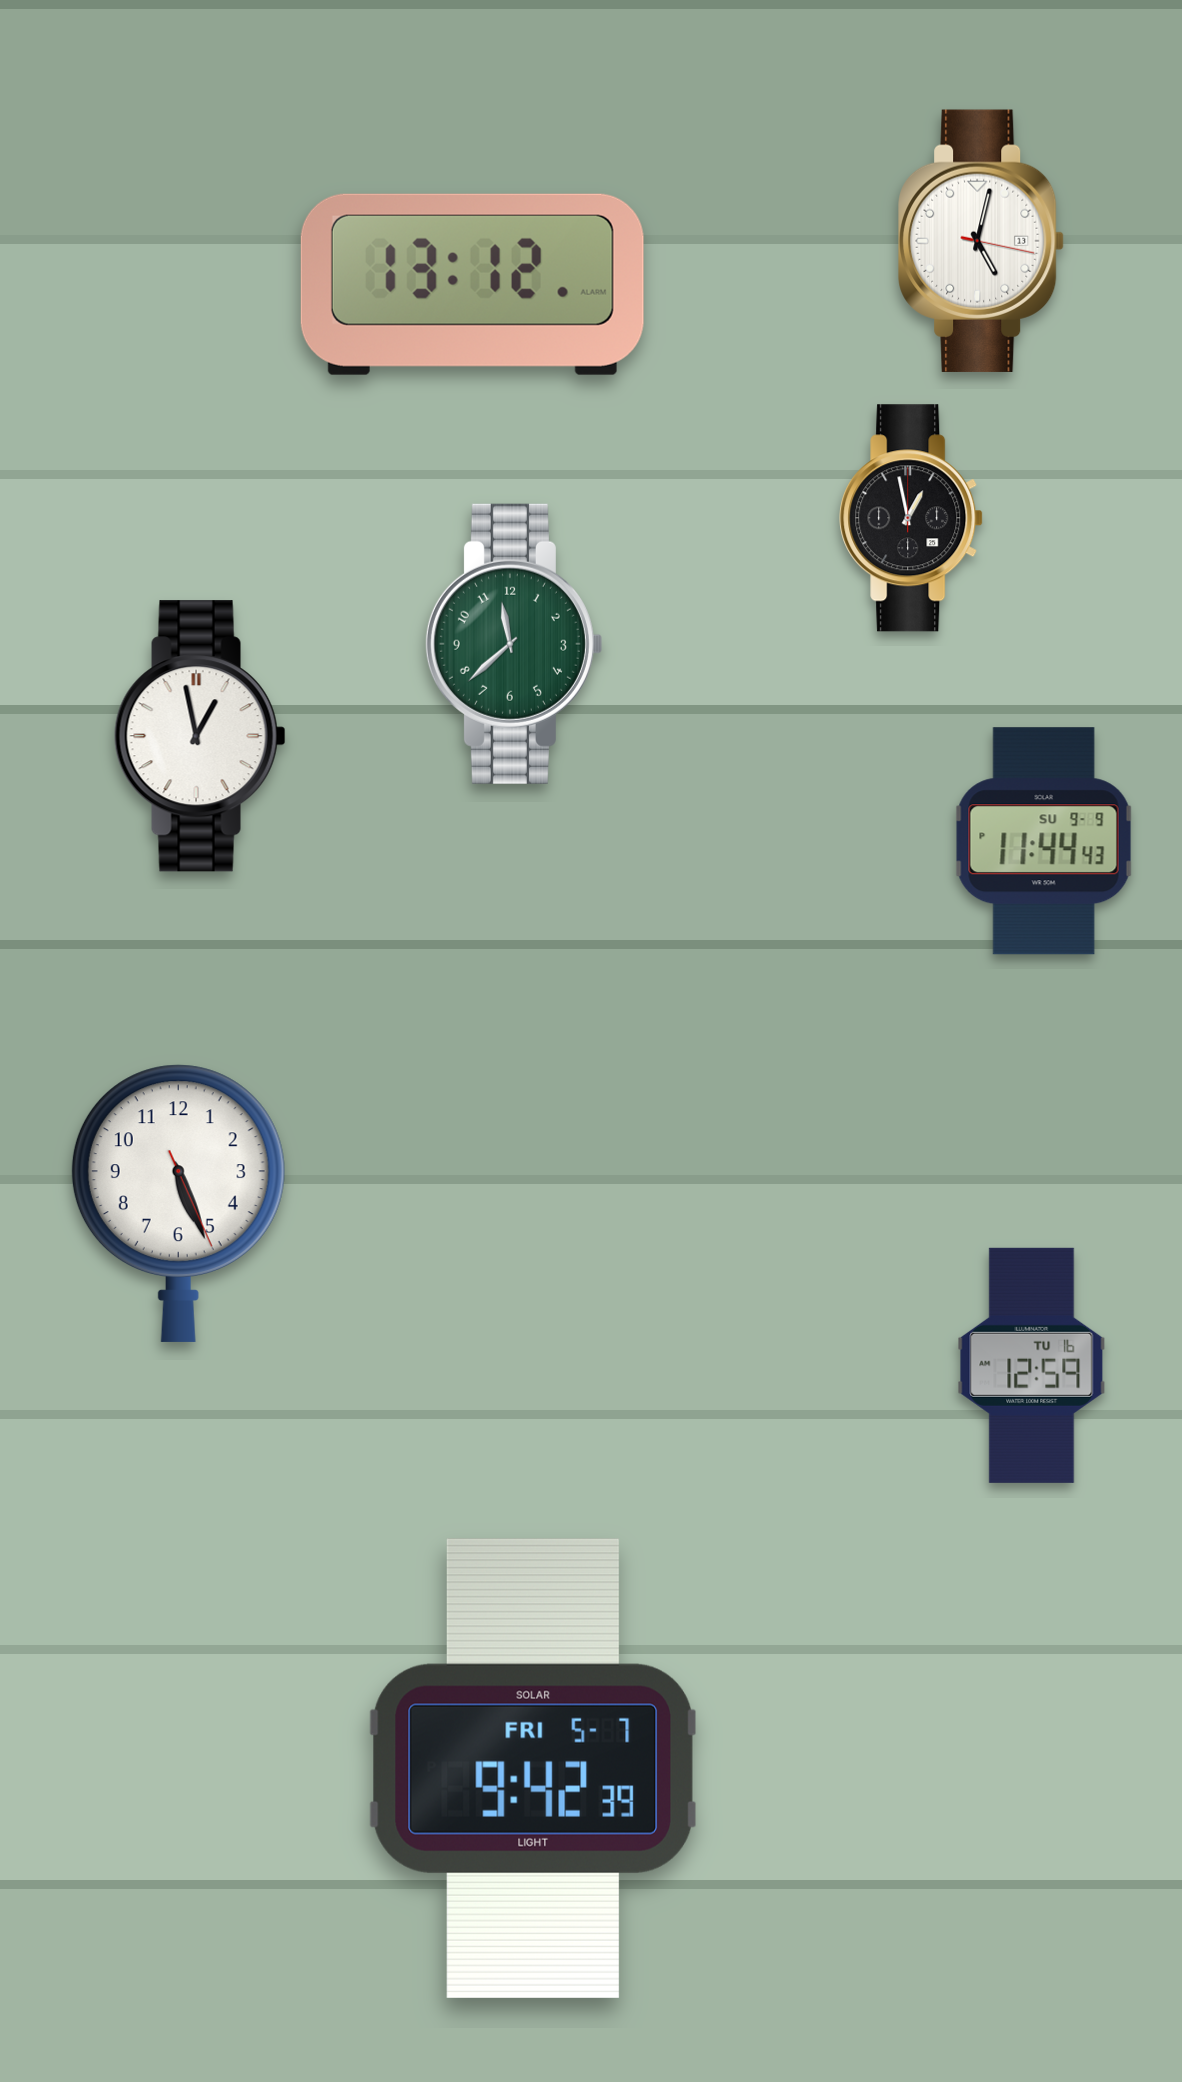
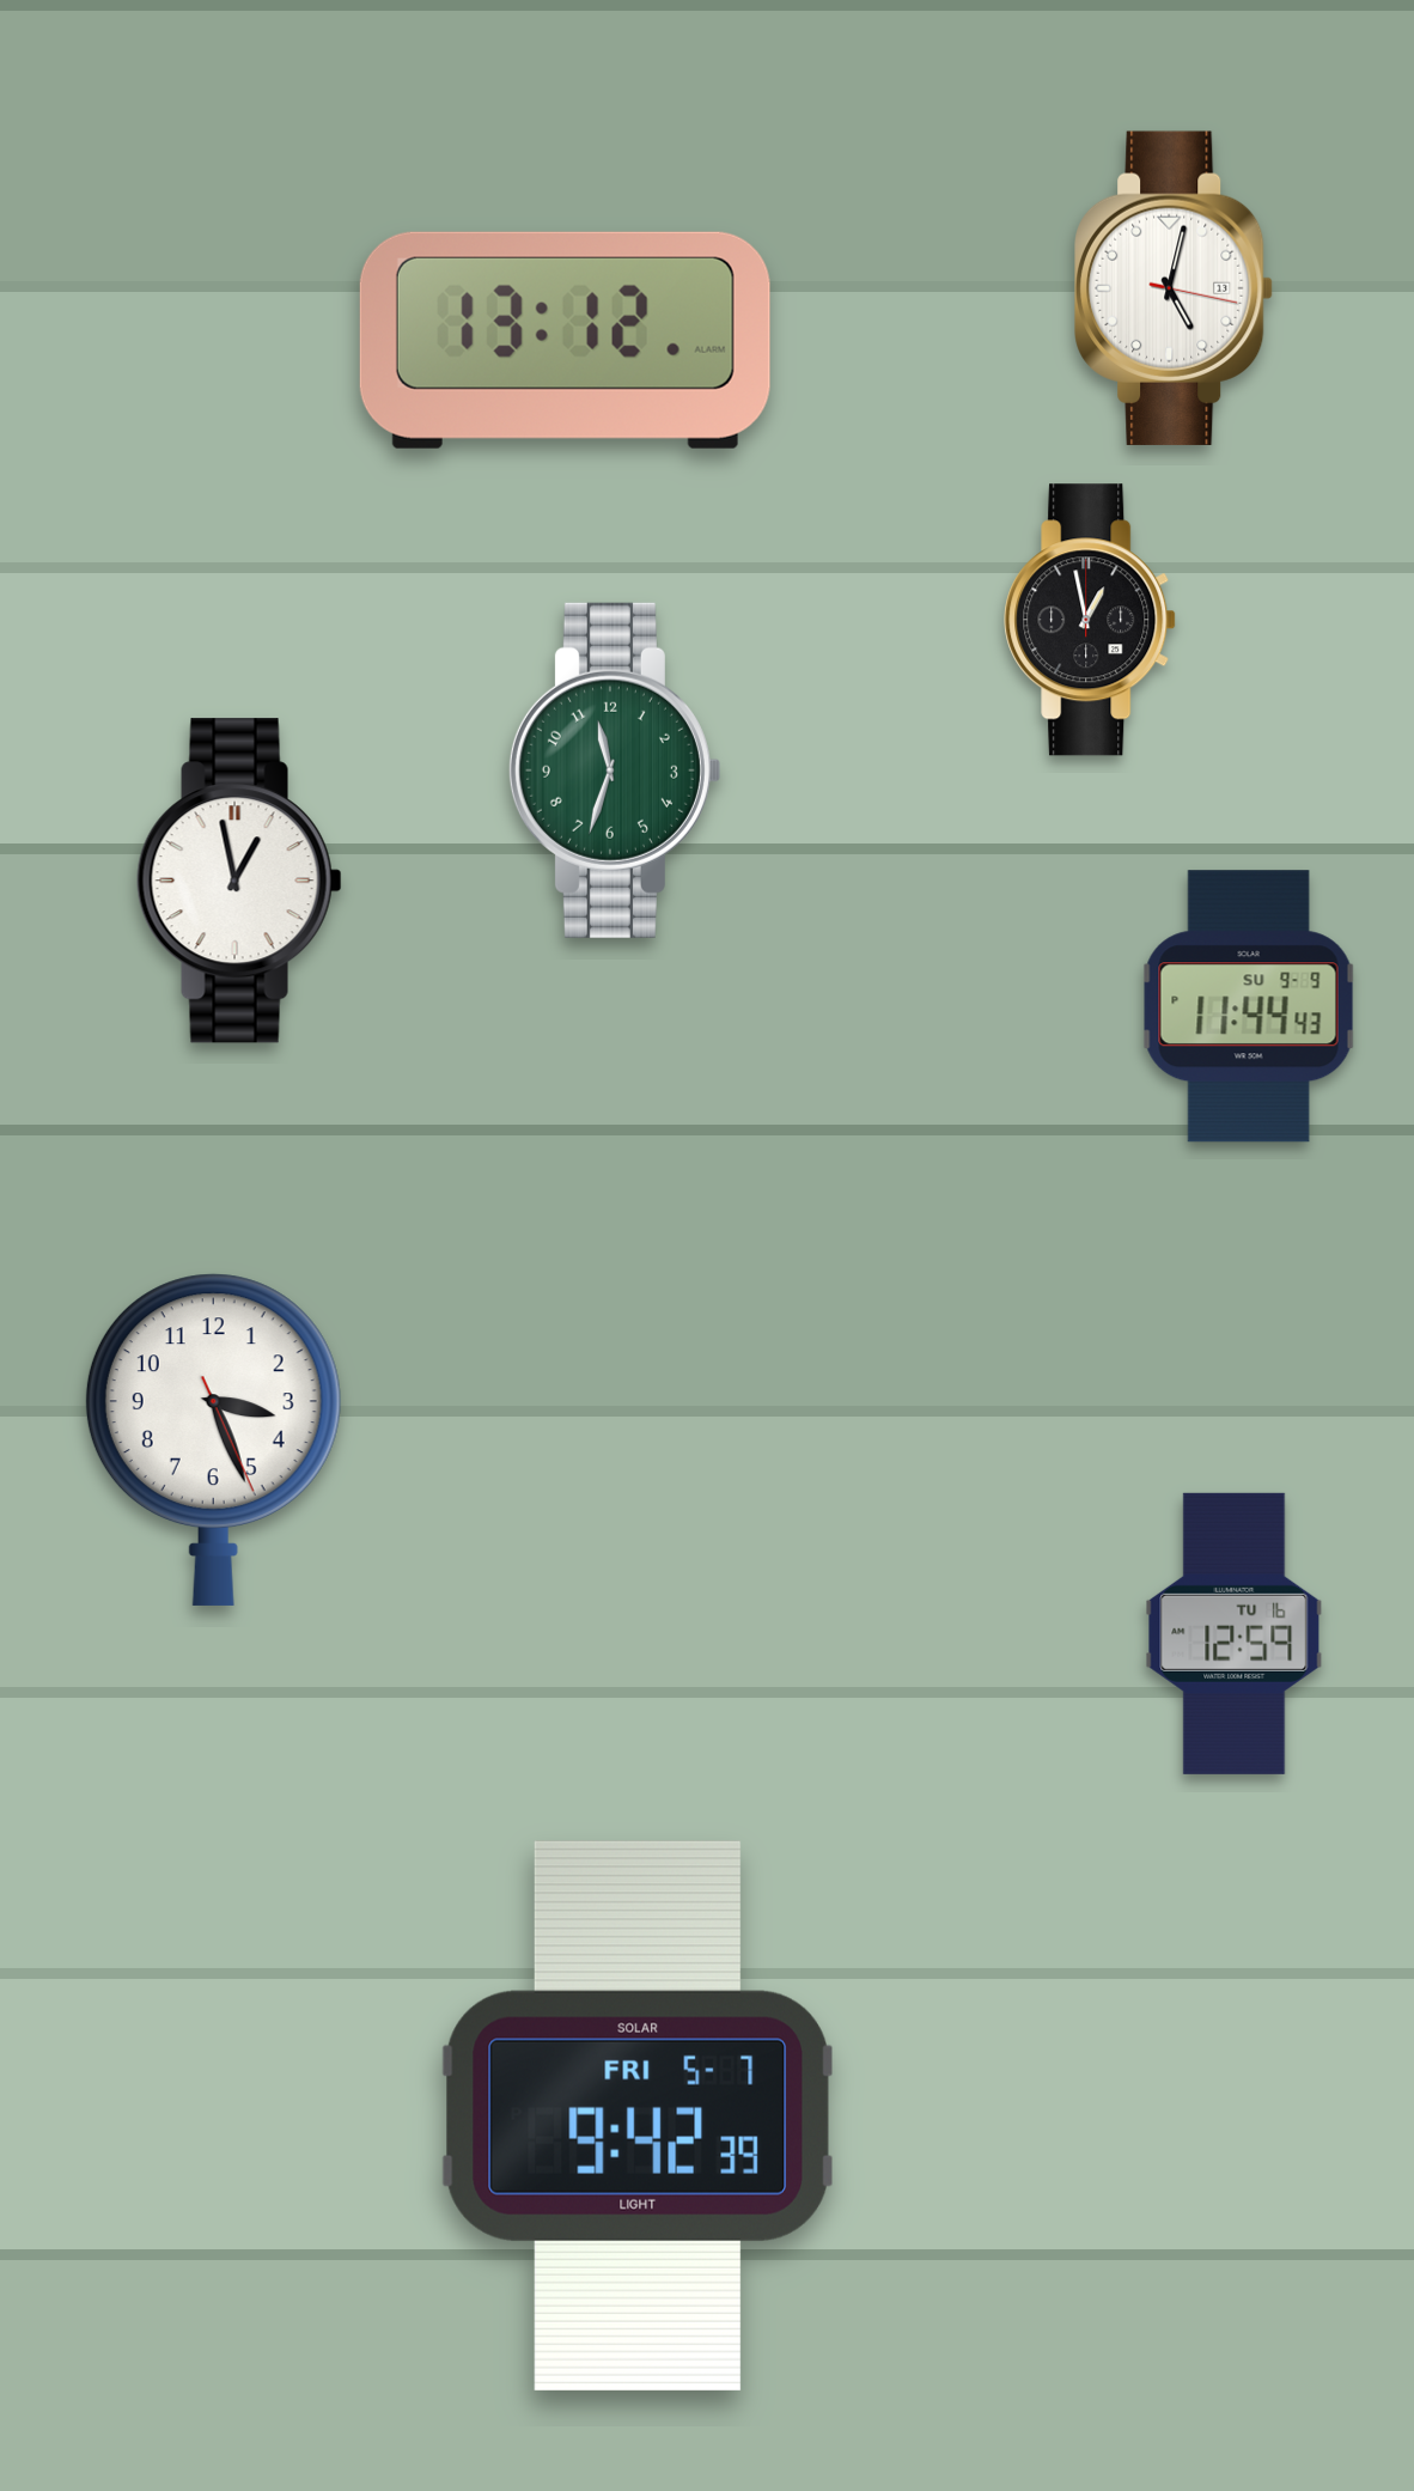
clock at (513, 644): 11:38 -> 11:33
clock at (178, 1203): 5:26 -> 3:26
